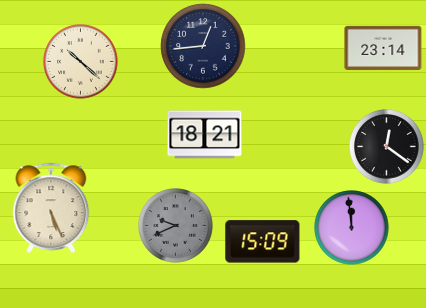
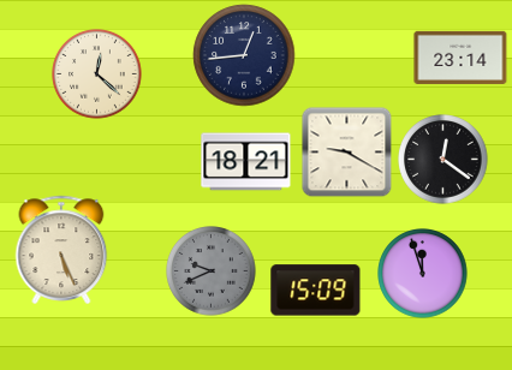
clock at (81, 62): 10:22 -> 12:22
clock at (347, 153): none -> 9:20
clock at (387, 147) position: (387, 147) -> (443, 160)
clock at (352, 228): 11:59 -> 11:57
